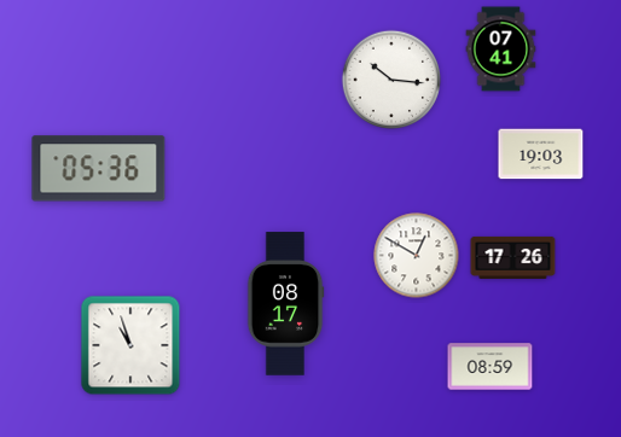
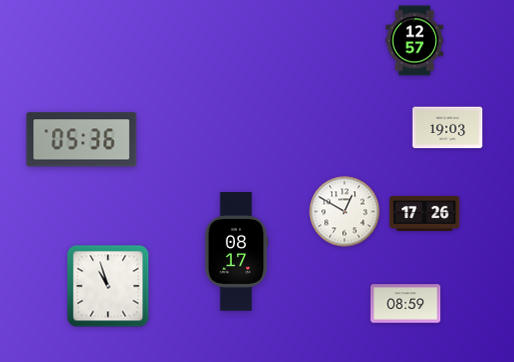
clock at (501, 49): 07:41 -> 12:57
clock at (391, 80): 10:16 -> none
